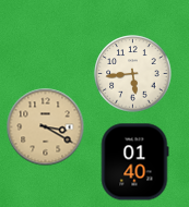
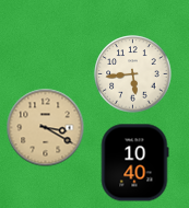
clock at (134, 162): 01:40 -> 10:40
